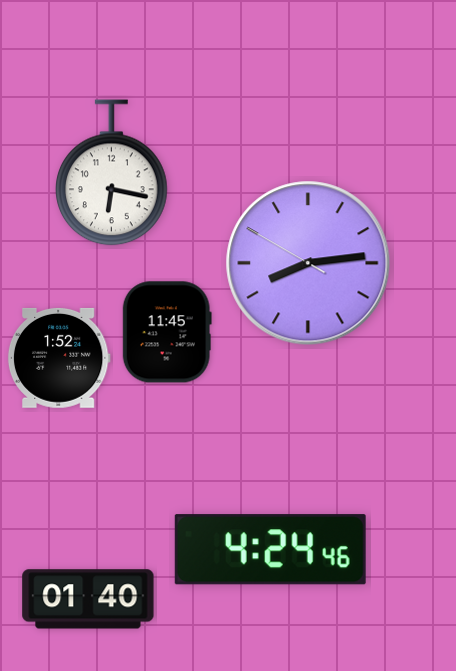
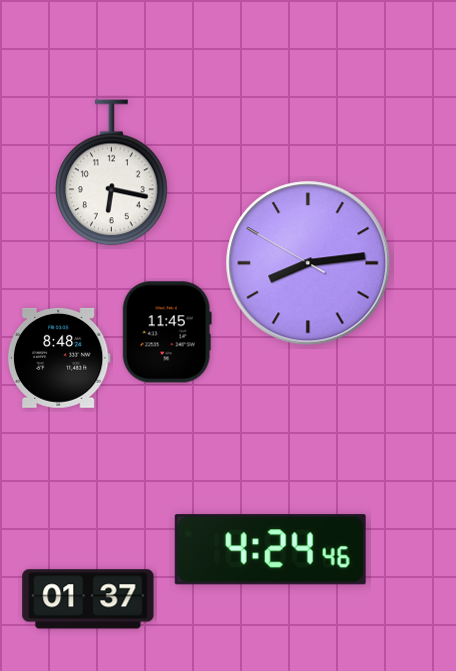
clock at (59, 358): 1:52 -> 8:48
clock at (88, 599): 01:40 -> 01:37
